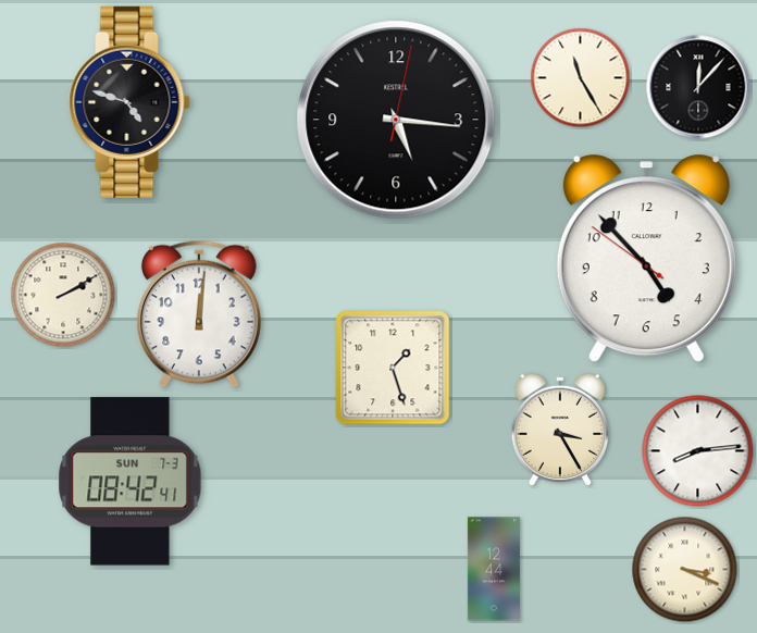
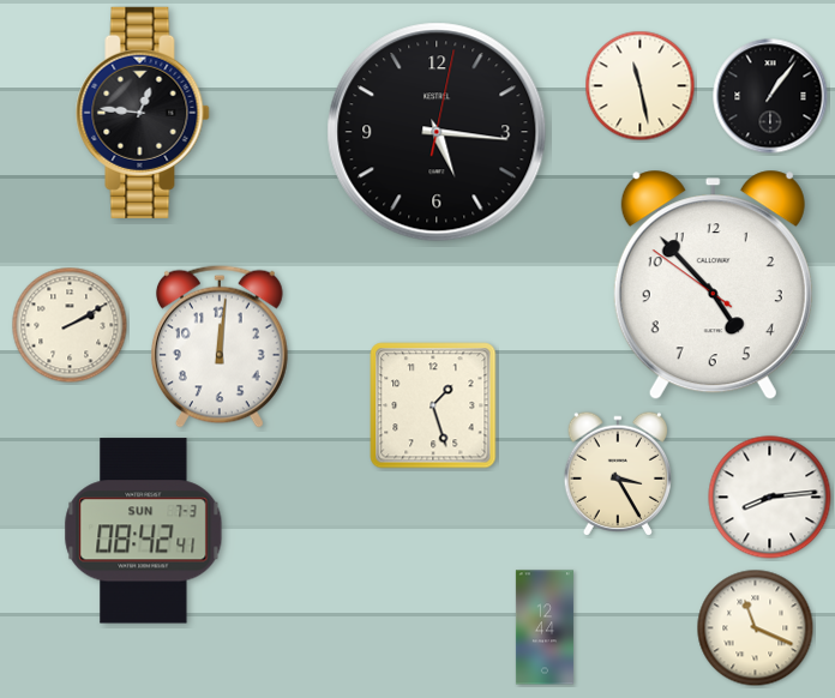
clock at (581, 78): 11:25 -> 11:28
clock at (698, 87): 12:07 -> 1:06
clock at (129, 102): 4:48 -> 12:46
clock at (685, 570): 3:19 -> 11:19
